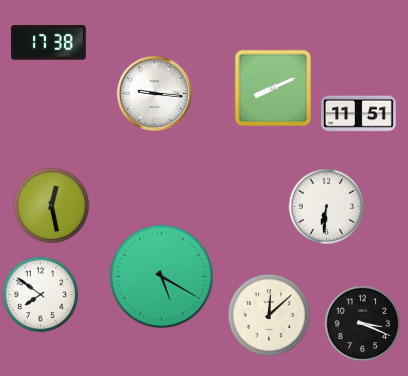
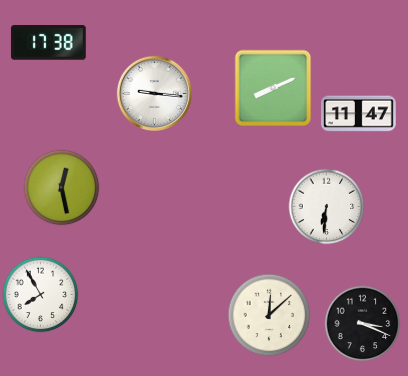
clock at (359, 114): 11:51 -> 11:47
clock at (52, 206) position: (52, 206) -> (62, 188)
clock at (162, 277): 5:20 -> none
clock at (41, 295): 7:51 -> 7:55
